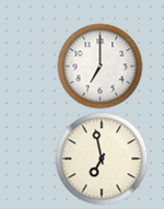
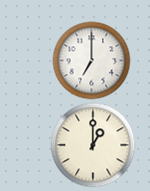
clock at (102, 159): 6:58 -> 1:00
